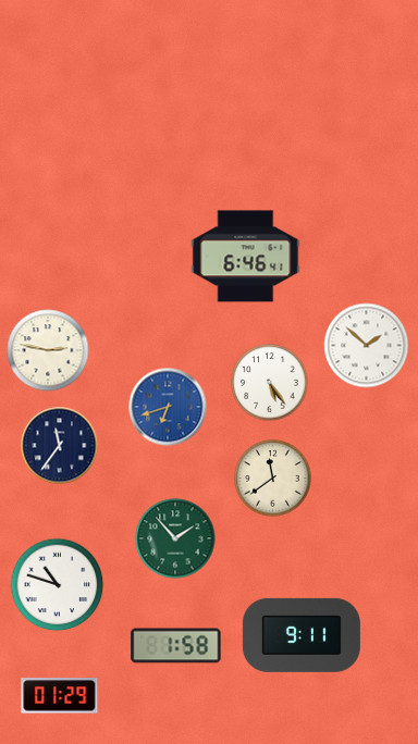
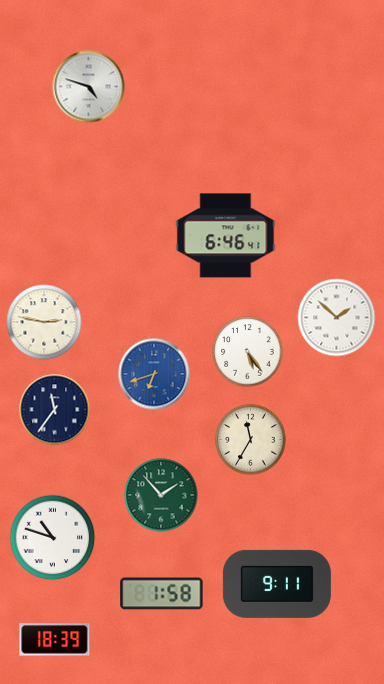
clock at (89, 87): none -> 4:48
clock at (273, 479): 11:39 -> 11:35
clock at (60, 696): 01:29 -> 18:39
